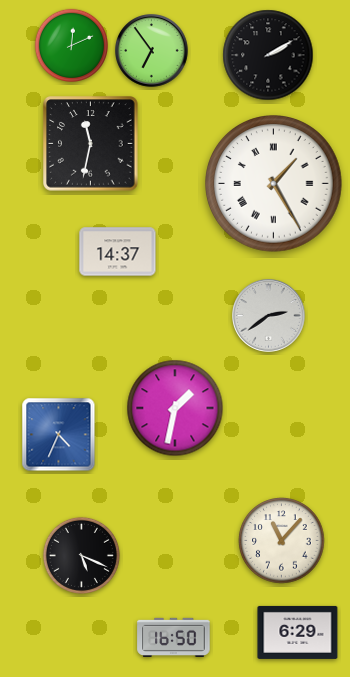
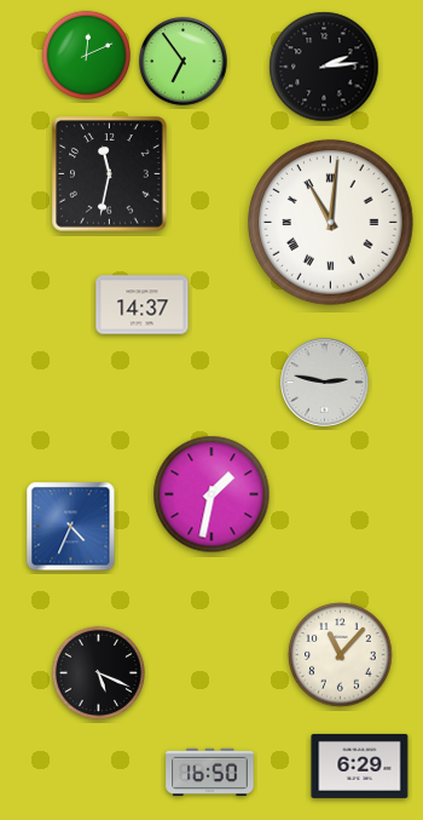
clock at (268, 55): 2:10 -> 2:14
clock at (274, 184): 1:25 -> 11:01
clock at (269, 316): 2:39 -> 2:47
